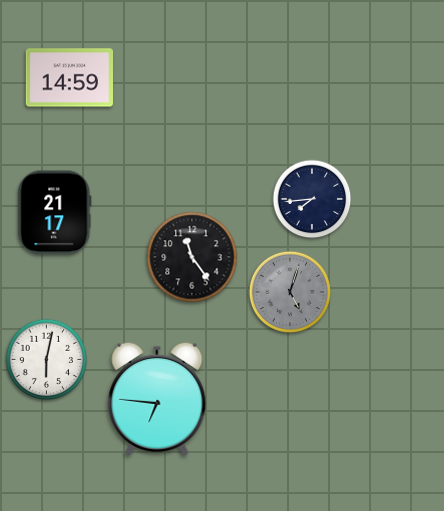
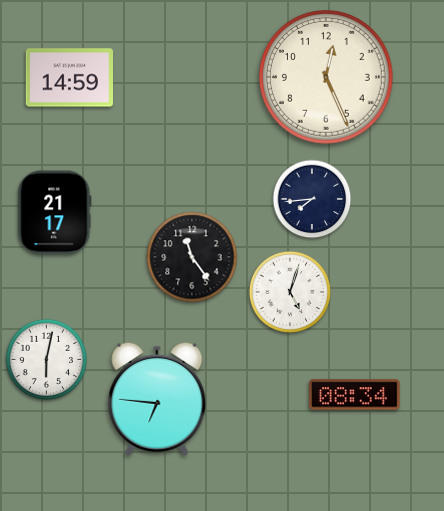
clock at (327, 78): none -> 12:26
clock at (290, 292) dial: grey -> white
clock at (355, 395): none -> 08:34
